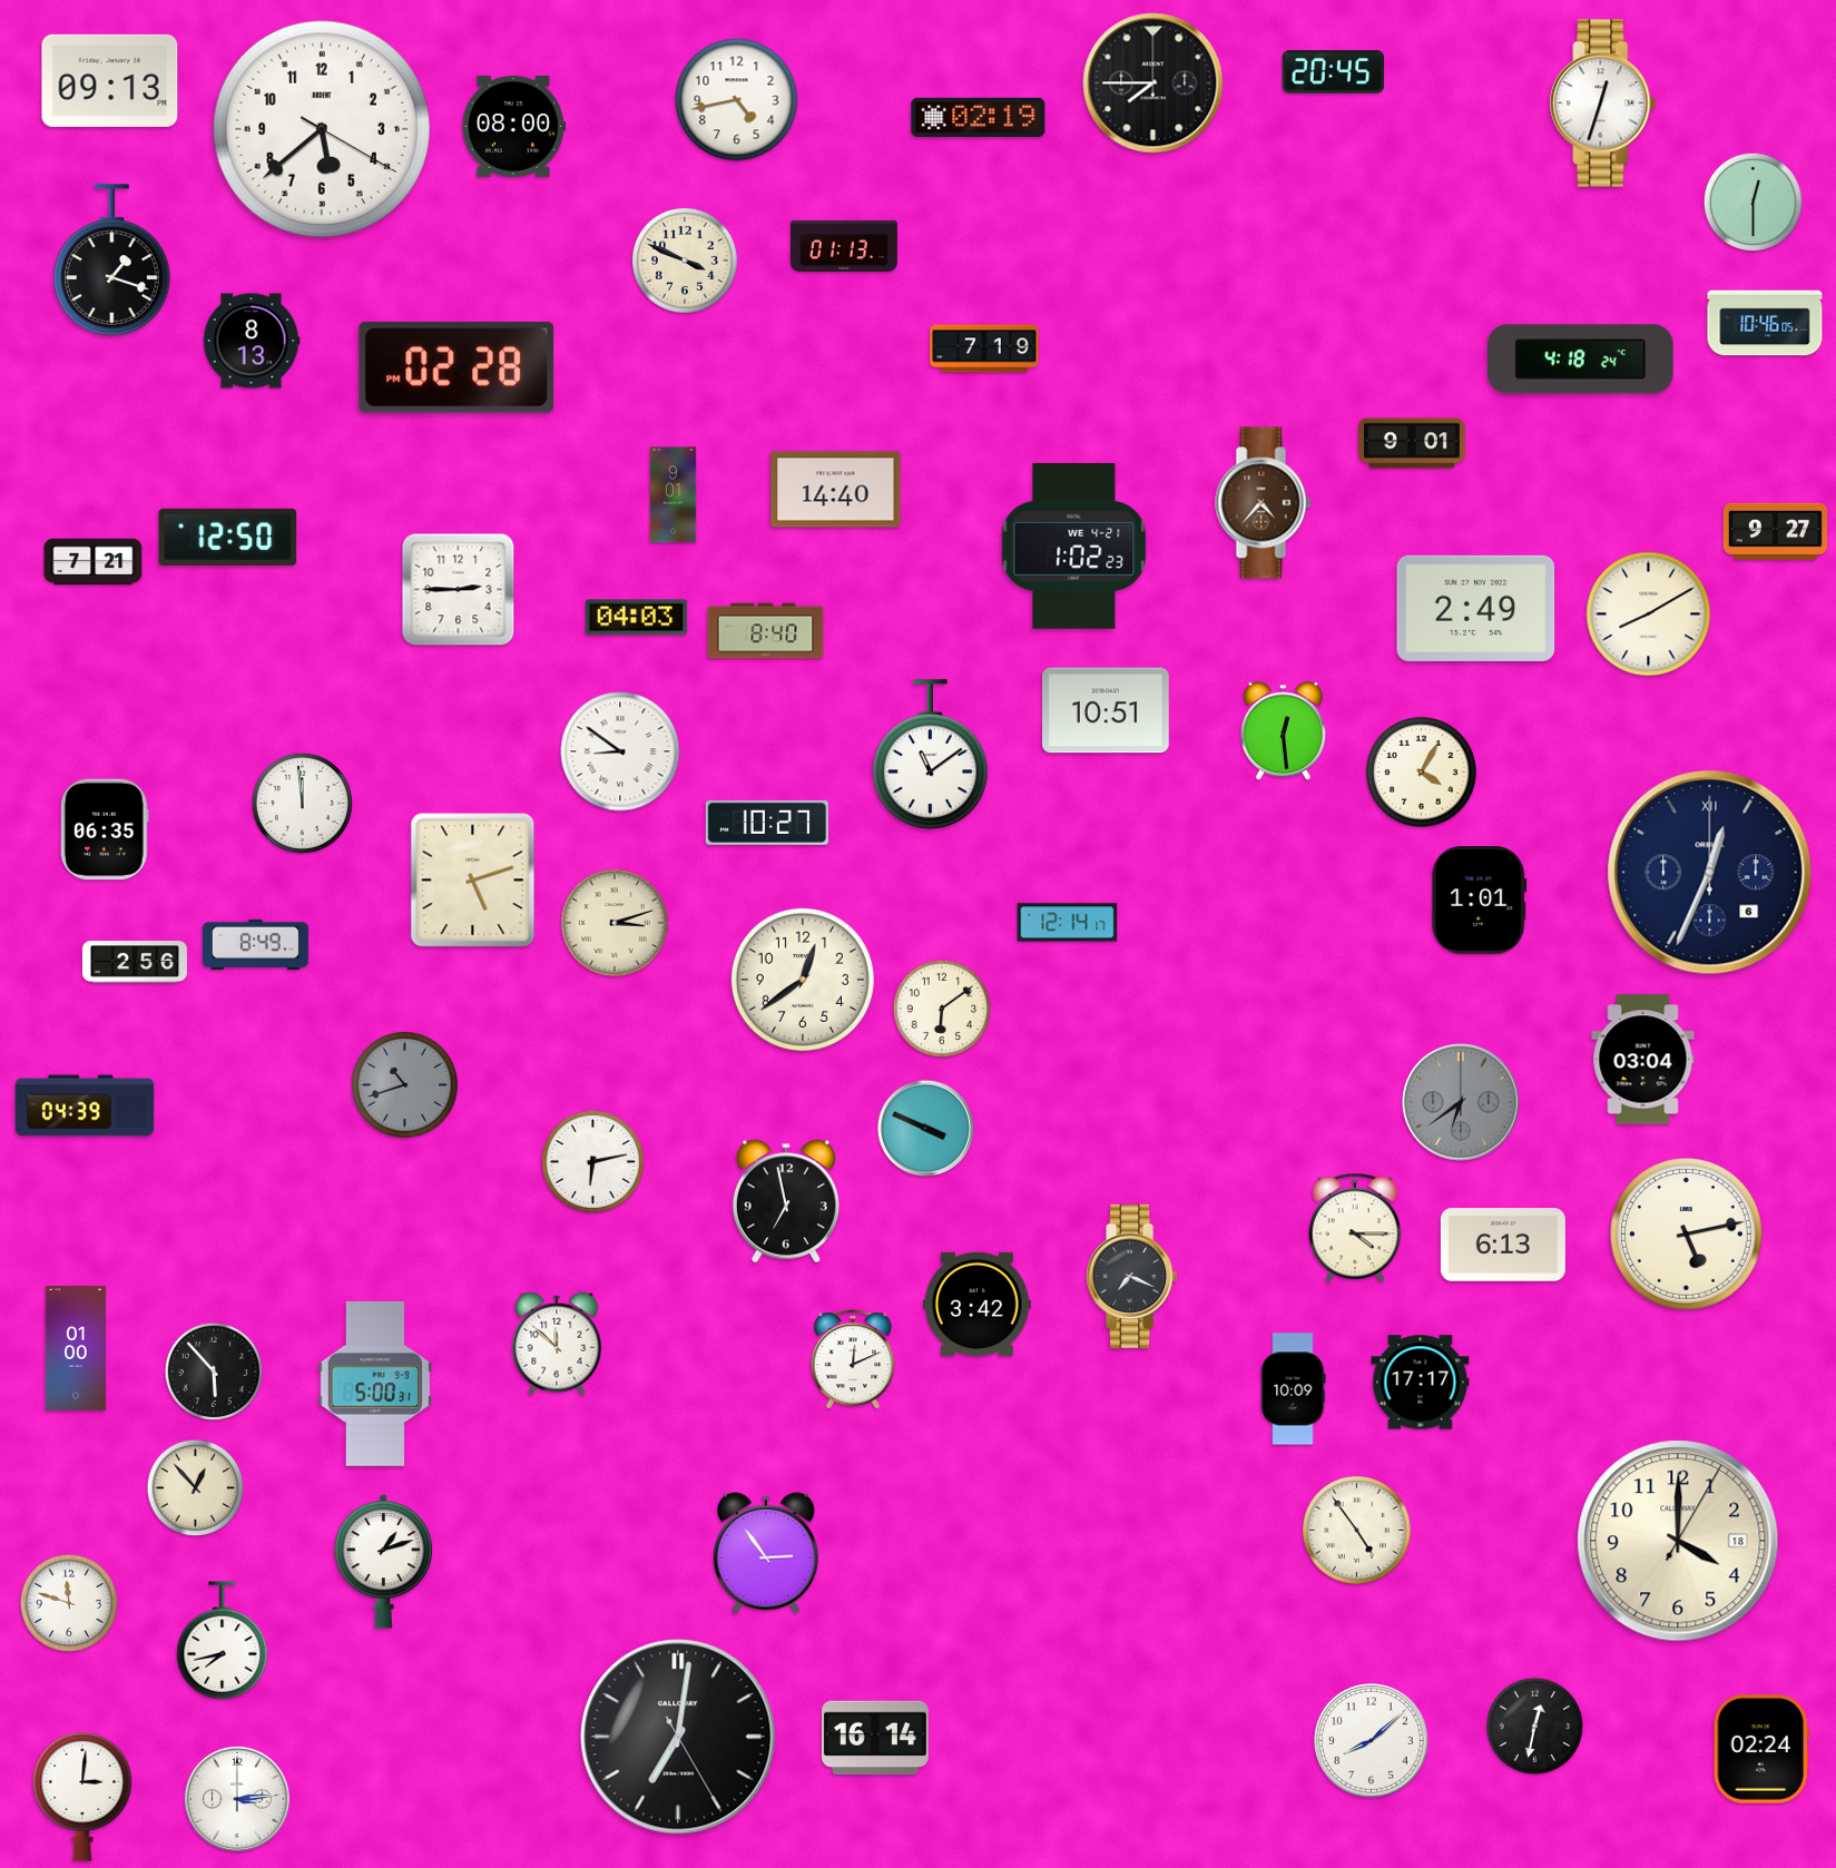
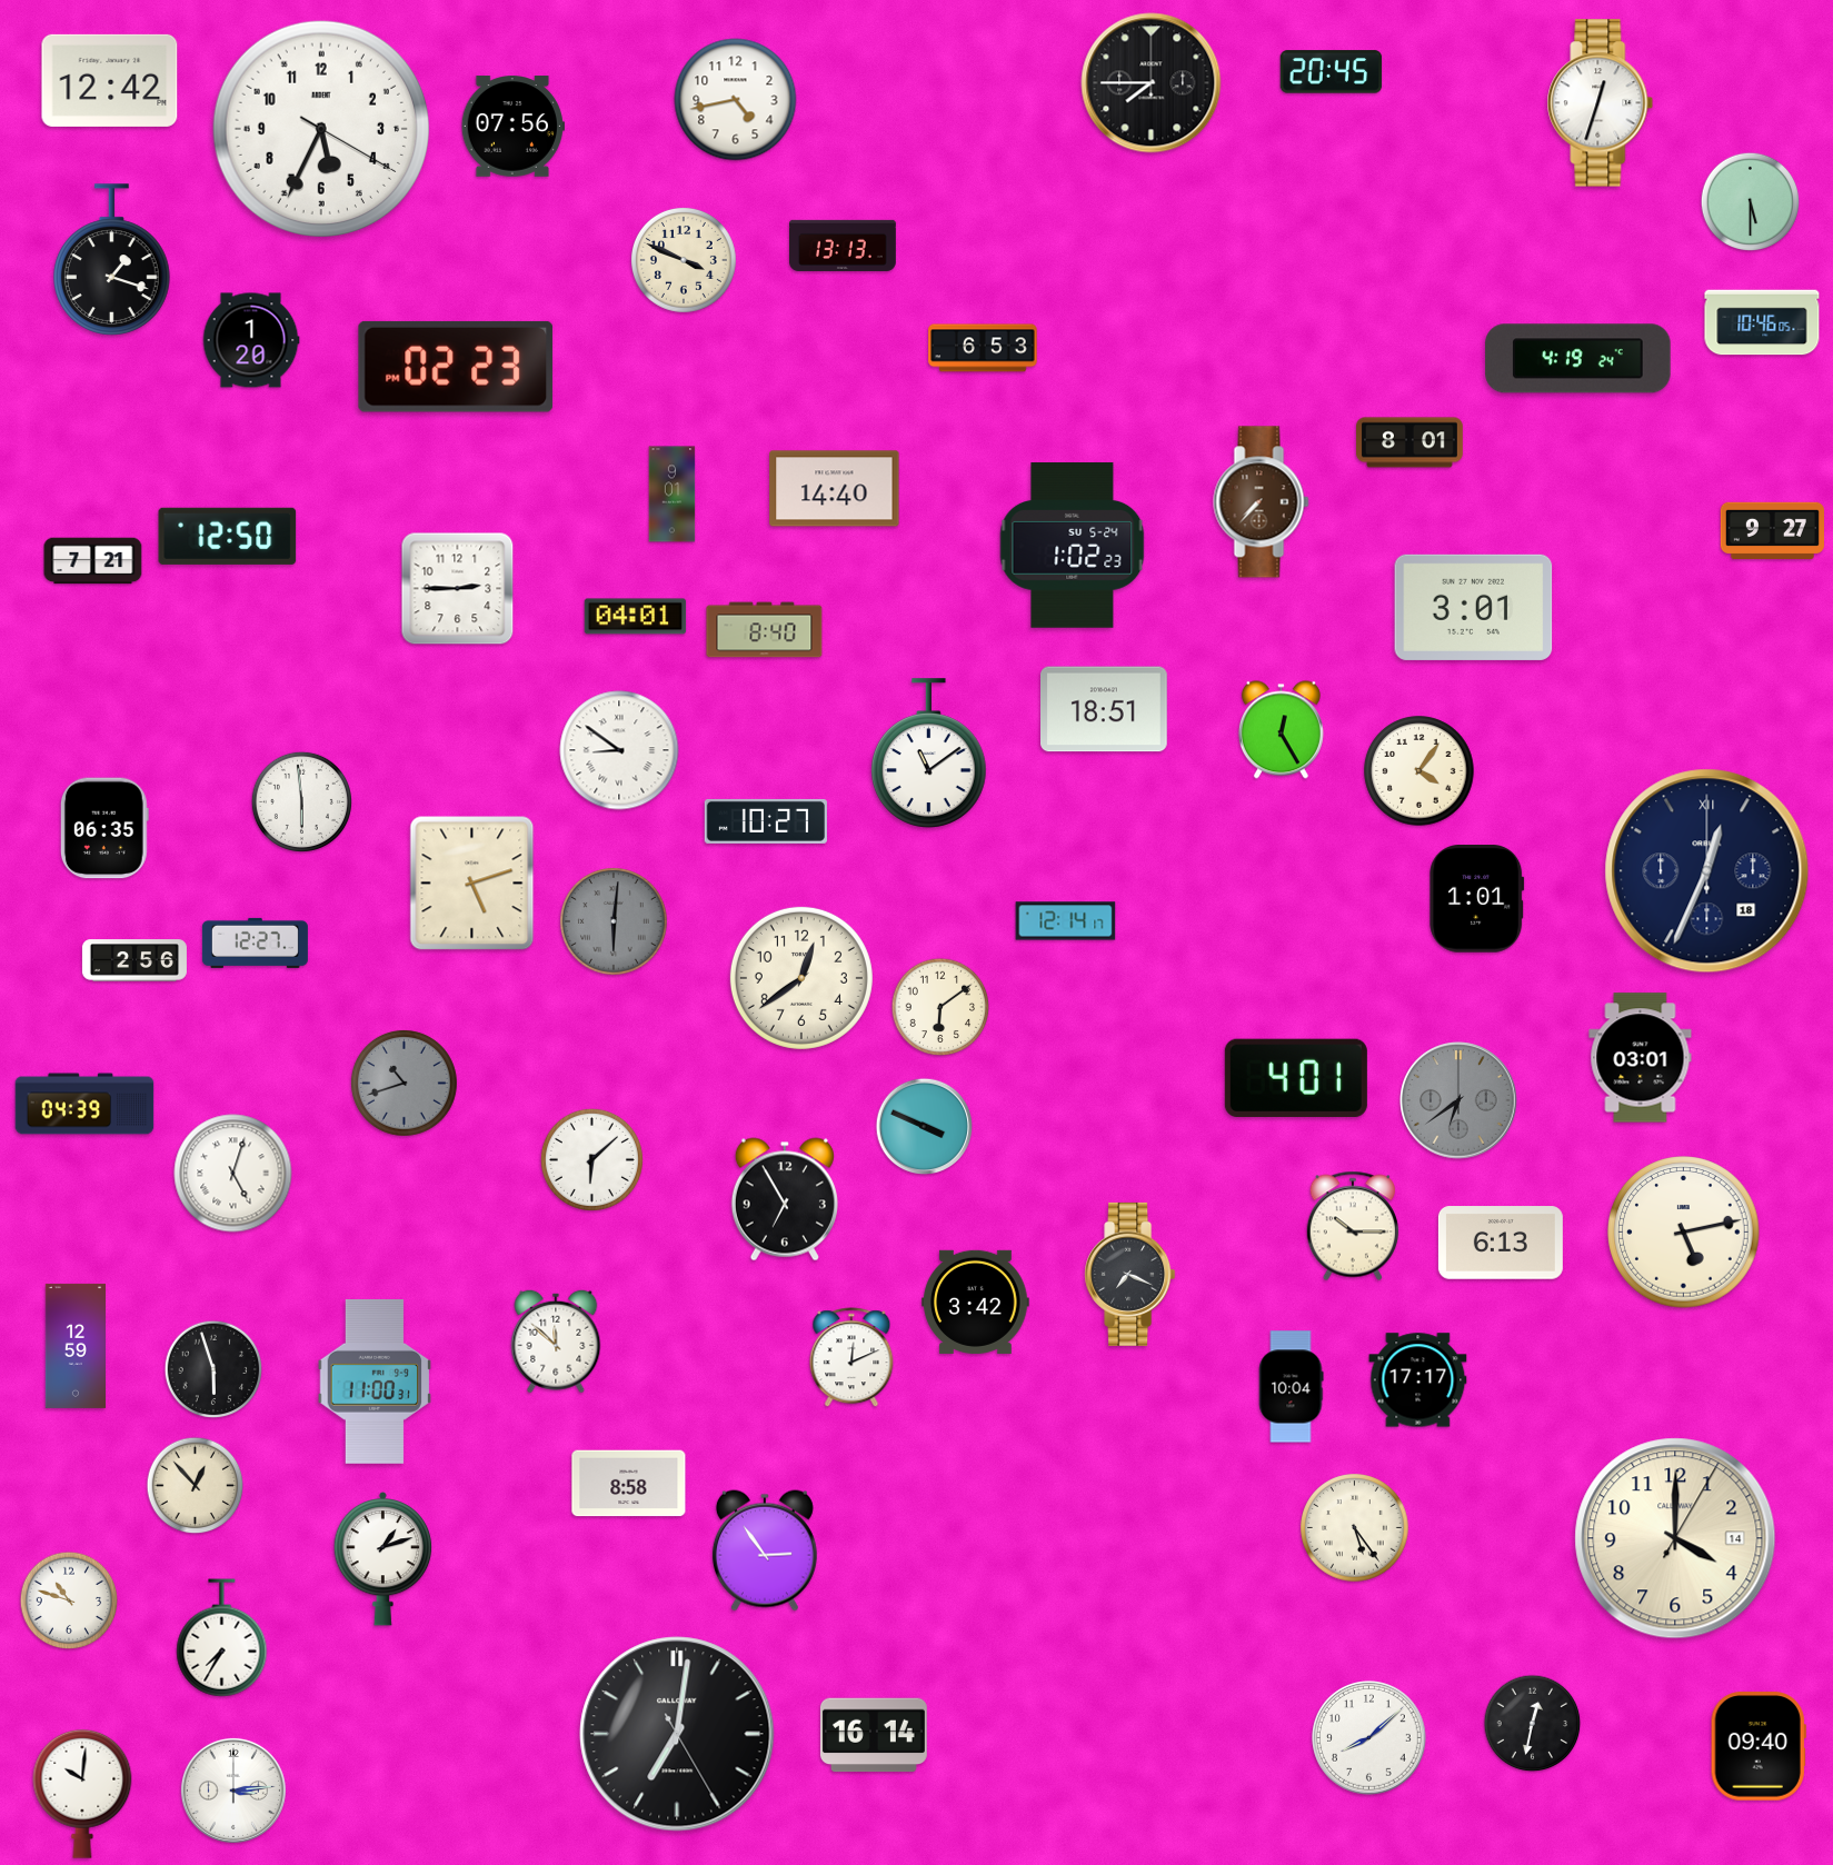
clock at (110, 80): 09:13 -> 12:42
clock at (979, 117): 02:19 -> none
clock at (513, 127): 08:00 -> 07:56
clock at (321, 128): 5:38 -> 5:34
clock at (1754, 203): 12:30 -> 5:30
clock at (845, 246): 01:13 -> 13:13
clock at (252, 341): 8:13 -> 1:20
clock at (984, 348): 7:19 -> 6:53
clock at (1581, 360): 4:18 -> 4:19
clock at (456, 367): 02:28 -> 02:23
clock at (1413, 443): 9:01 -> 8:01
clock at (1264, 503): 4:37 -> 7:37
clock at (1074, 547) date: WE 4-21 -> SU 5-24
clock at (1476, 608): 2:49 -> 3:01
clock at (1649, 615): 8:10 -> none
clock at (637, 618): 04:03 -> 04:01
clock at (1107, 710): 10:51 -> 18:51
clock at (1283, 731): 12:29 -> 12:25
clock at (1422, 773): 4:05 -> 4:06
clock at (302, 803): 11:59 -> 5:59
clock at (1710, 873) date: 6 -> 18
clock at (473, 881) position: (473, 881) -> (472, 884)
clock at (616, 924): 3:12 -> 6:01
clock at (616, 924) dial: cream -> grey
clock at (255, 944): 8:49 -> 12:27
clock at (1643, 1060): 03:04 -> 03:01
clock at (1296, 1078): none -> 4:01
clock at (592, 1161): 6:13 -> 6:08
clock at (233, 1174): none -> 5:03
clock at (786, 1201): 6:58 -> 6:55
clock at (1354, 1228): 4:15 -> 10:15
clock at (75, 1348): 01:00 -> 12:59
clock at (214, 1371): 5:53 -> 5:57
clock at (375, 1384): 5:00 -> 11:00
clock at (1294, 1389): 10:09 -> 10:04
clock at (629, 1484): none -> 8:58
clock at (1357, 1531): 4:54 -> 5:24
clock at (1678, 1541) date: 18 -> 14
clock at (69, 1603): 11:48 -> 10:48
clock at (223, 1641): 7:43 -> 7:35
clock at (1761, 1749): 02:24 -> 09:40
clock at (82, 1797): 3:01 -> 10:01
clock at (237, 1799) position: (237, 1799) -> (233, 1791)
